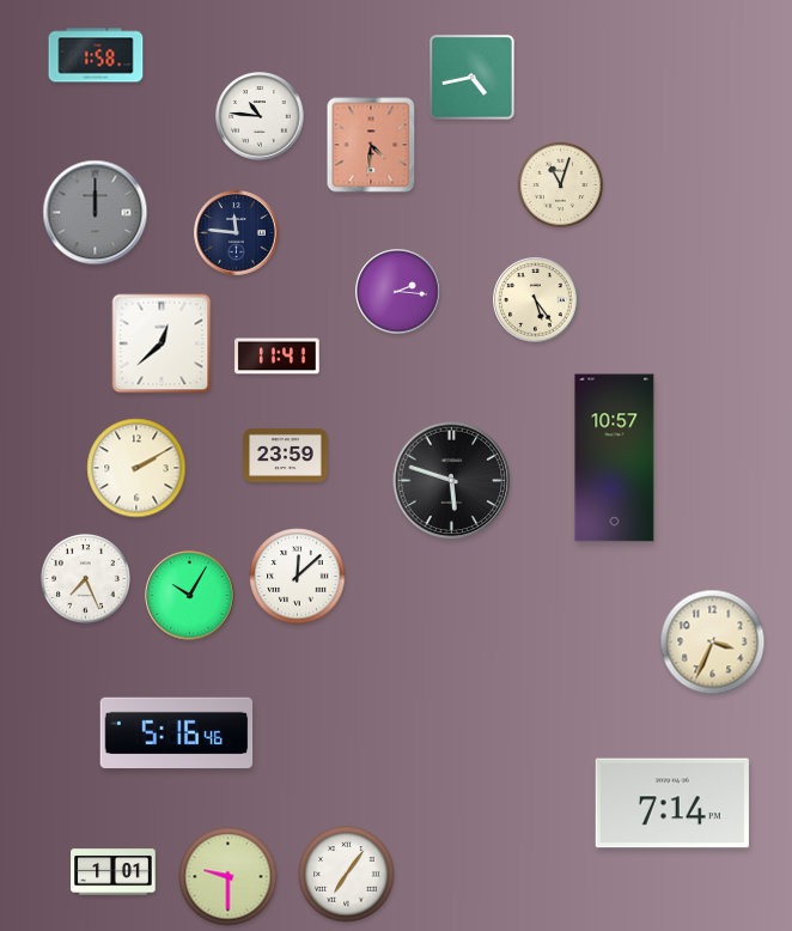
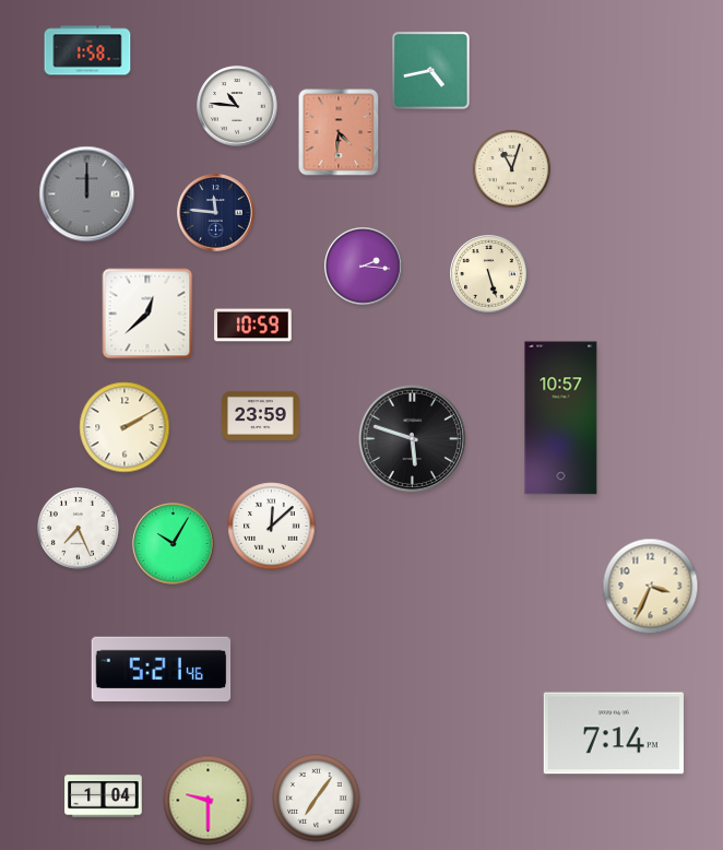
clock at (536, 300): 5:24 -> 5:27
clock at (278, 357): 11:41 -> 10:59
clock at (177, 732): 5:16 -> 5:21
clock at (114, 872): 1:01 -> 1:04
